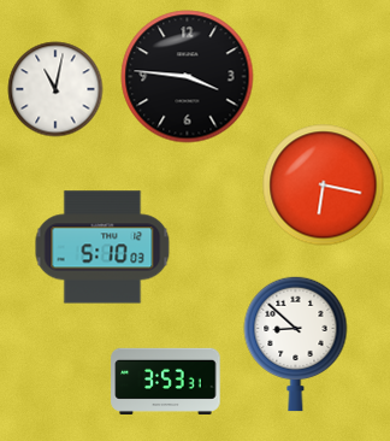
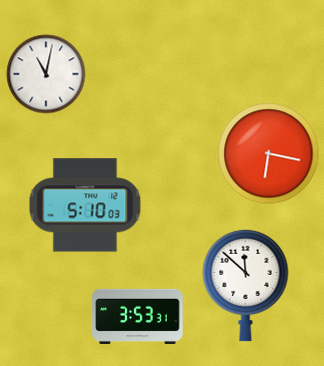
clock at (188, 77): 3:46 -> none
clock at (296, 343): 8:52 -> 11:52
